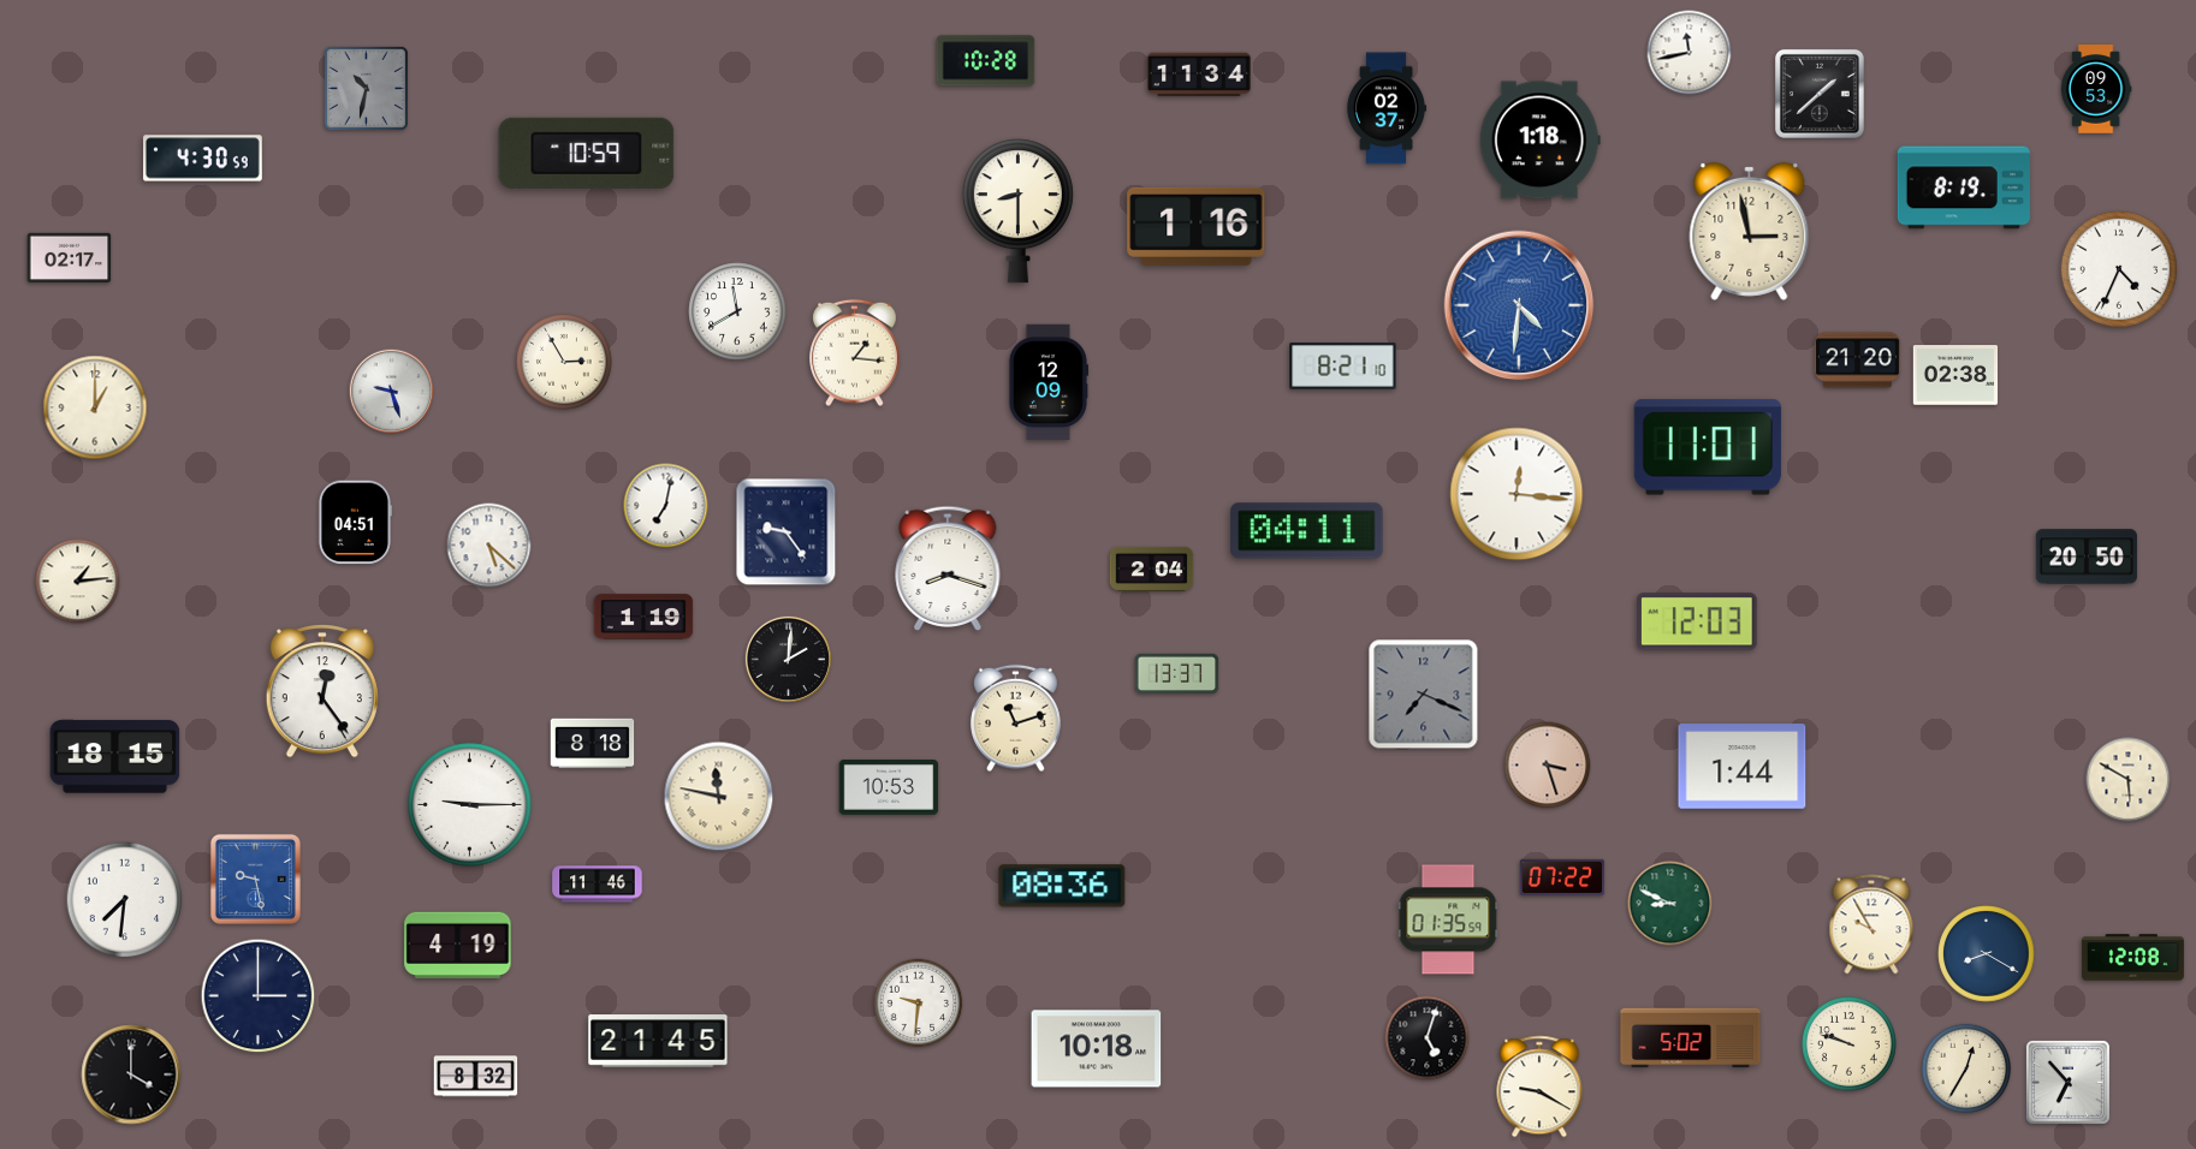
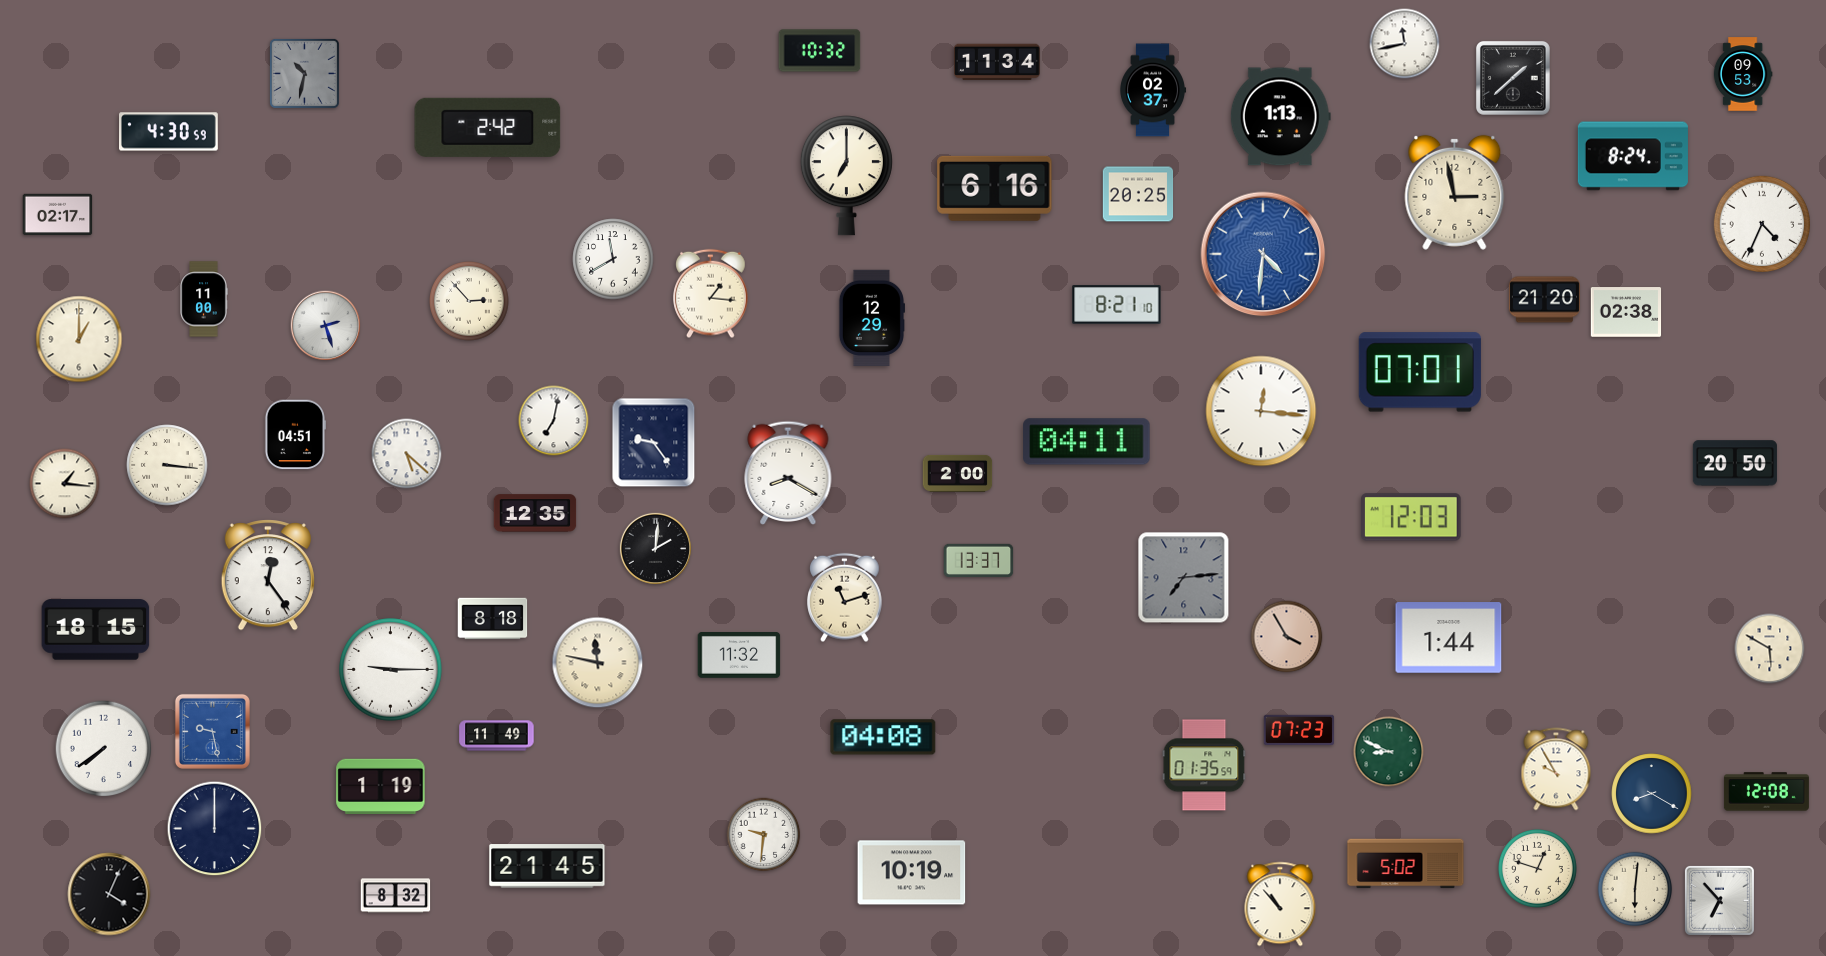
clock at (986, 61): 10:28 -> 10:32
clock at (1539, 141): 1:18 -> 1:13
clock at (587, 153): 10:59 -> 2:42
clock at (1964, 187): 8:19 -> 8:24
clock at (1017, 212): 8:30 -> 7:00
clock at (1197, 226): 1:16 -> 6:16
clock at (1138, 194): none -> 20:25
clock at (204, 299): none -> 11:00
clock at (564, 362): 2:55 -> 2:53
clock at (1047, 382): 12:09 -> 12:29
clock at (392, 392): 9:27 -> 2:27
clock at (1708, 447): 11:01 -> 07:01
clock at (167, 465): none -> 3:16
clock at (948, 568): 8:18 -> 8:20
clock at (1152, 568): 2:04 -> 2:00
clock at (78, 582): 1:14 -> 1:16
clock at (643, 617): 1:19 -> 12:35
clock at (1424, 695): 7:19 -> 7:14
clock at (1548, 766): 3:27 -> 3:55
clock at (889, 788): 10:53 -> 11:32
clock at (1562, 876): 07:22 -> 07:23
clock at (598, 885): 11:46 -> 11:49
clock at (1062, 886): 08:36 -> 04:08
clock at (125, 900): 7:31 -> 7:39
clock at (458, 945): 4:19 -> 1:19
clock at (2132, 958) position: (2132, 958) -> (1766, 792)
clock at (259, 996): 3:00 -> 12:00
clock at (1428, 1038): 5:03 -> none
clock at (1848, 1043): 9:48 -> 12:48
clock at (1097, 1049): 10:18 -> 10:19
clock at (1966, 1068): 12:35 -> 6:01
clock at (131, 1074): 4:00 -> 4:04
clock at (1539, 1087): 9:20 -> 10:53
